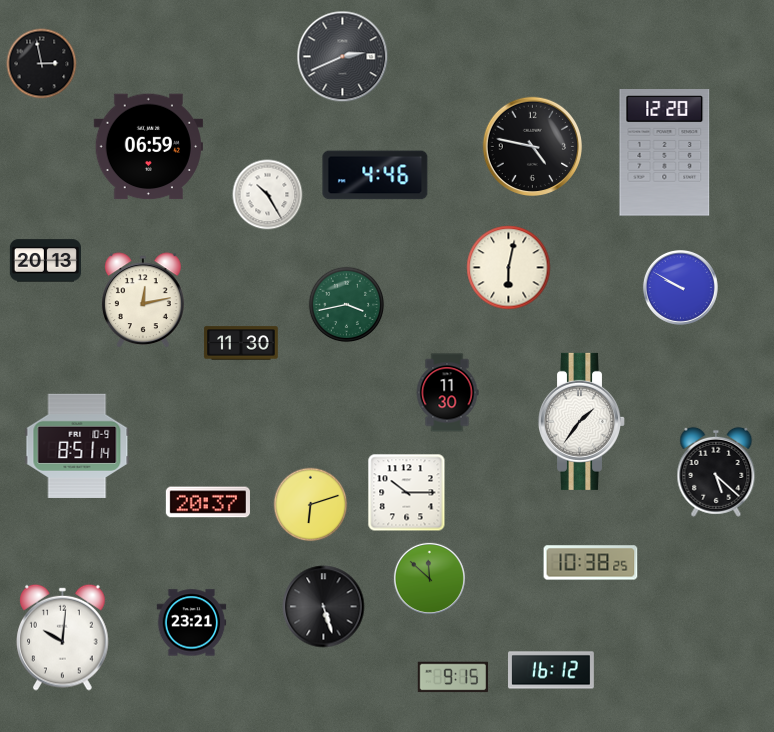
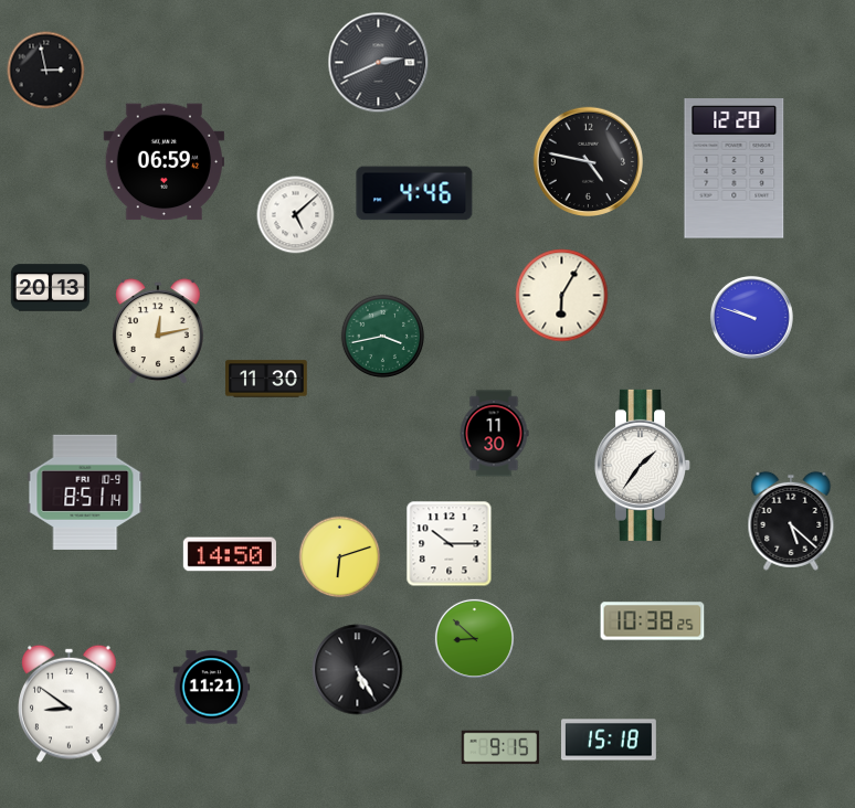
clock at (268, 195): 10:25 -> 5:08
clock at (509, 268): 6:02 -> 6:05
clock at (680, 287): 9:50 -> 9:48
clock at (208, 502): 20:37 -> 14:50
clock at (311, 505) position: (311, 505) -> (340, 557)
clock at (429, 578): 11:52 -> 8:52
clock at (324, 607): 5:27 -> 5:25
clock at (192, 623): 23:21 -> 11:21
clock at (63, 637): 10:01 -> 8:51
clock at (552, 670): 16:12 -> 15:18
